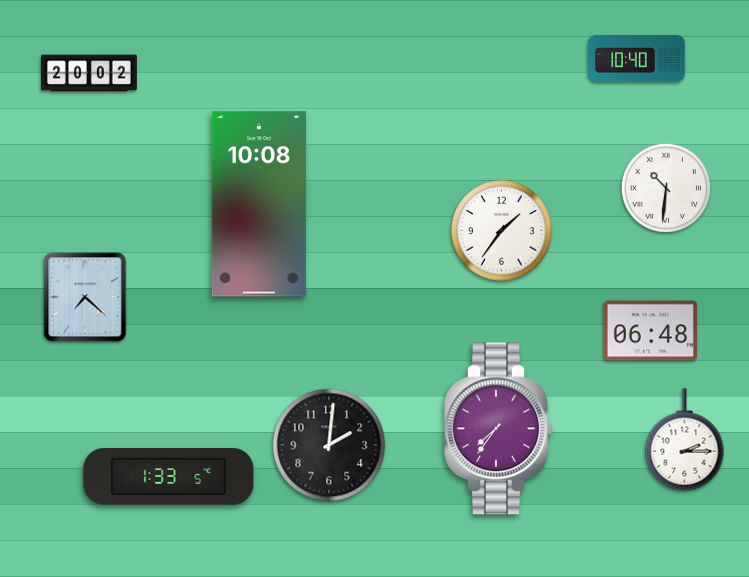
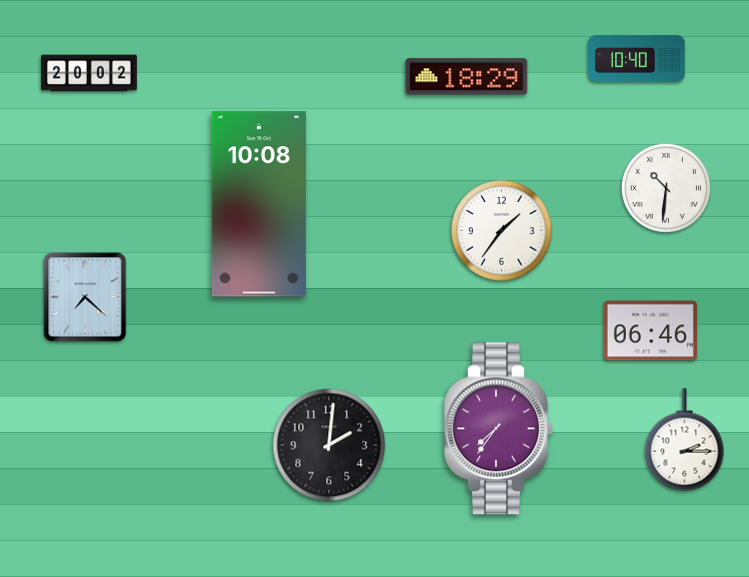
clock at (467, 77): none -> 18:29
clock at (650, 331): 06:48 -> 06:46
clock at (169, 476): 1:33 -> none
